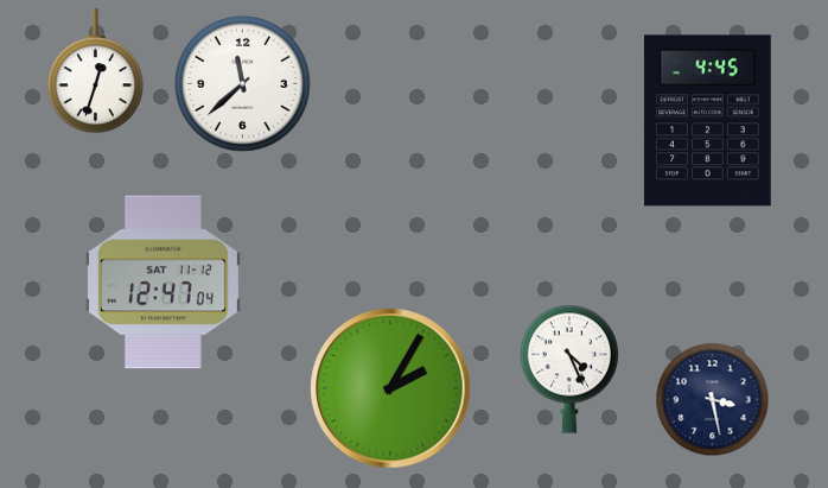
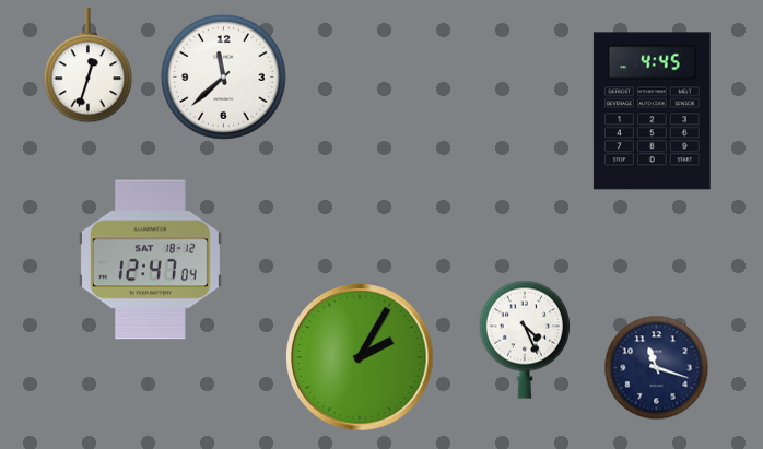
clock at (163, 283) date: SAT 11-12 -> SAT 18-12
clock at (713, 400): 3:28 -> 11:18
